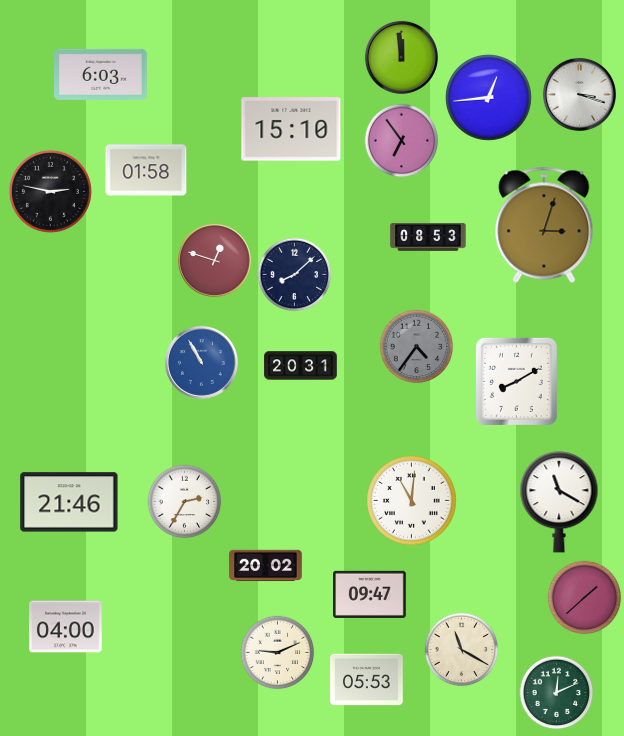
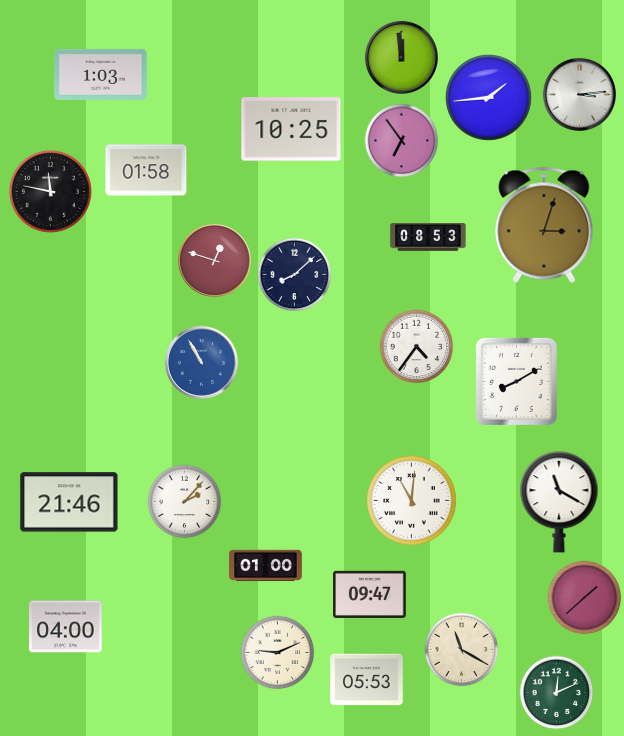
clock at (101, 74): 6:03 -> 1:03
clock at (579, 94): 3:18 -> 3:14
clock at (489, 98): 12:44 -> 1:44
clock at (291, 129): 15:10 -> 10:25
clock at (50, 191): 2:47 -> 11:47
clock at (417, 347) dial: grey -> white
clock at (301, 366): 20:31 -> none
clock at (185, 502): 2:35 -> 2:07
clock at (266, 566): 20:02 -> 01:00
